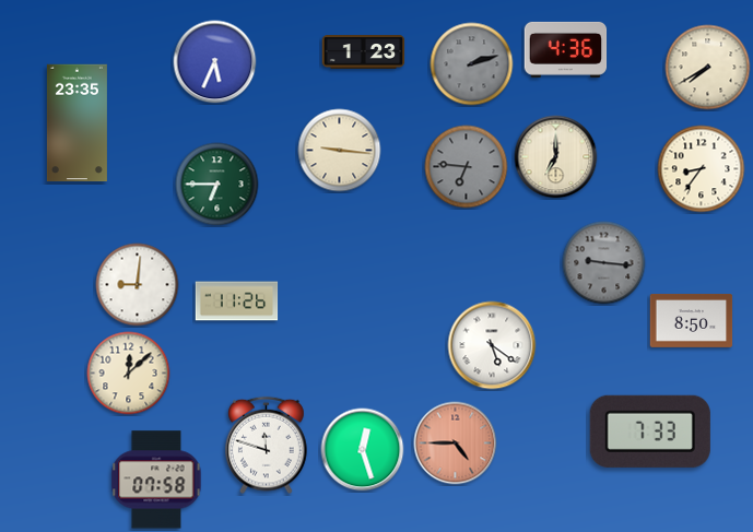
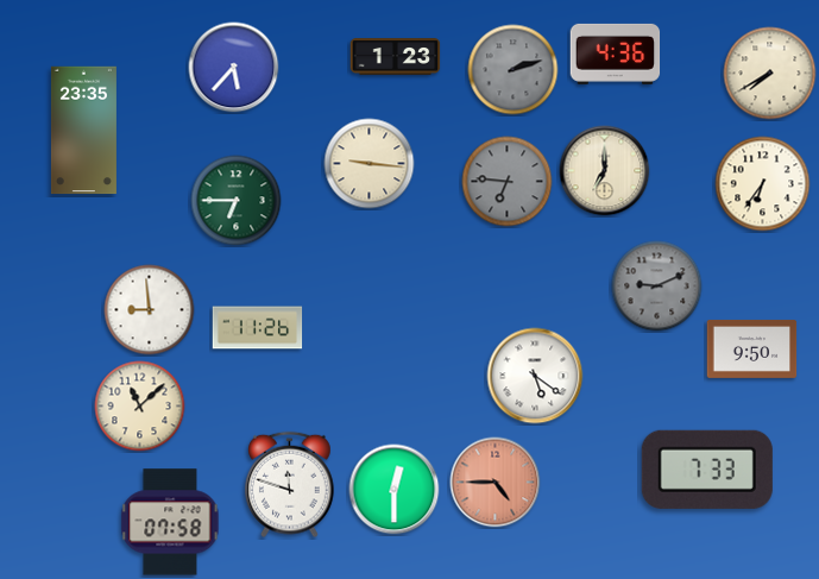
clock at (215, 62): 5:34 -> 5:37
clock at (77, 123) position: (77, 123) -> (83, 131)
clock at (702, 169): 8:36 -> 6:36
clock at (604, 263): 9:16 -> 9:11
clock at (138, 285): 9:01 -> 8:59
clock at (692, 320): 8:50 -> 9:50
clock at (129, 374): 12:08 -> 11:08
clock at (363, 450): 12:27 -> 12:30
